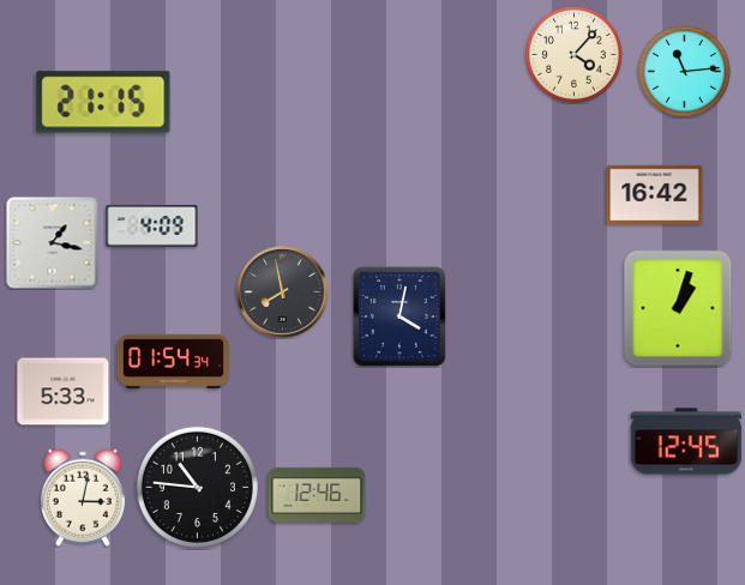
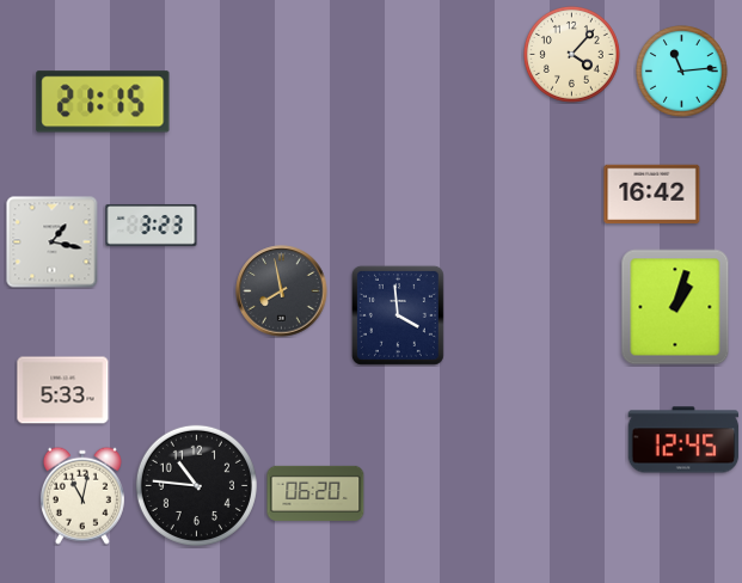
clock at (152, 227): 4:09 -> 3:23
clock at (399, 316): 4:02 -> 3:59
clock at (174, 362): 01:54 -> none
clock at (317, 495): 12:46 -> 06:20
clock at (83, 497): 3:02 -> 11:02
